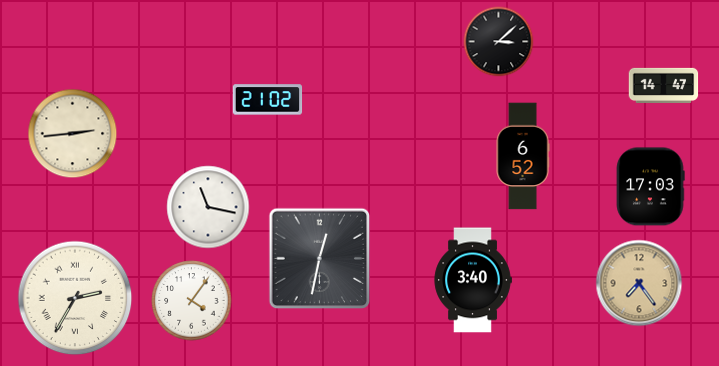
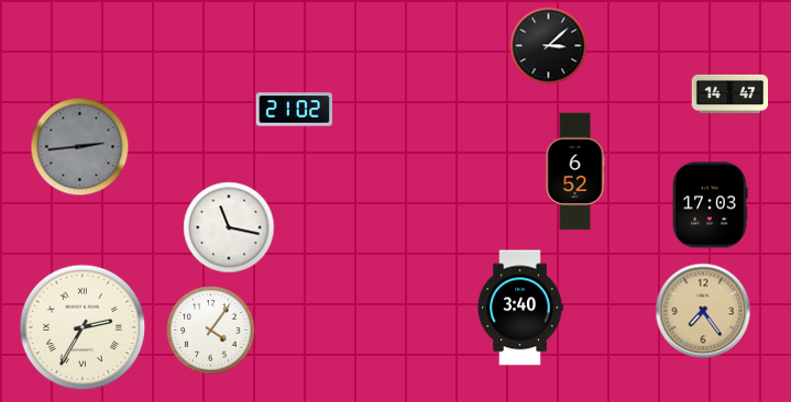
clock at (73, 134) dial: cream -> grey
clock at (650, 187) position: (650, 187) -> (710, 205)
clock at (320, 259): 12:32 -> none
